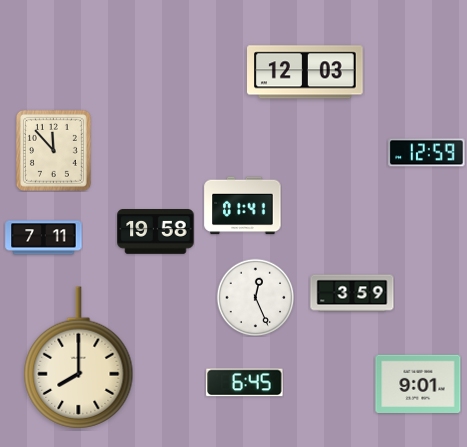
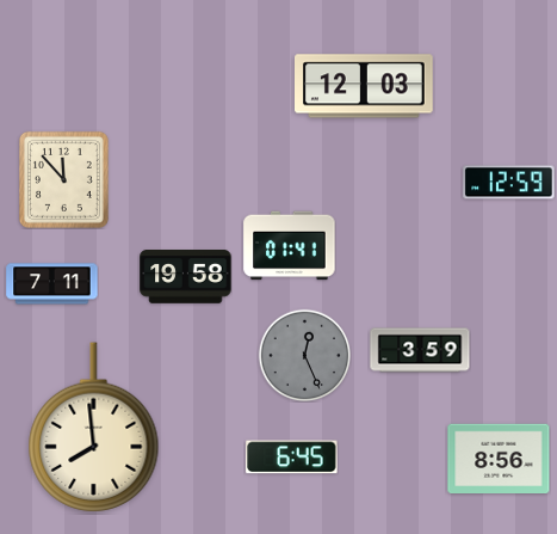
clock at (255, 297) dial: white -> grey
clock at (79, 358): 8:00 -> 7:59
clock at (418, 383): 9:01 -> 8:56
